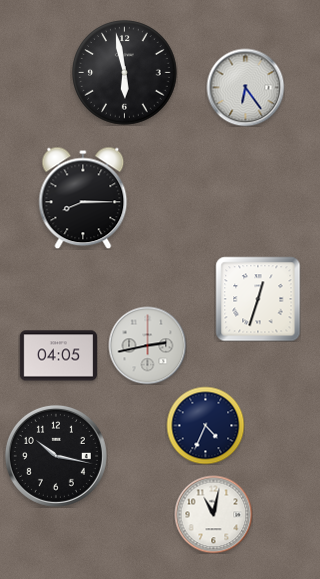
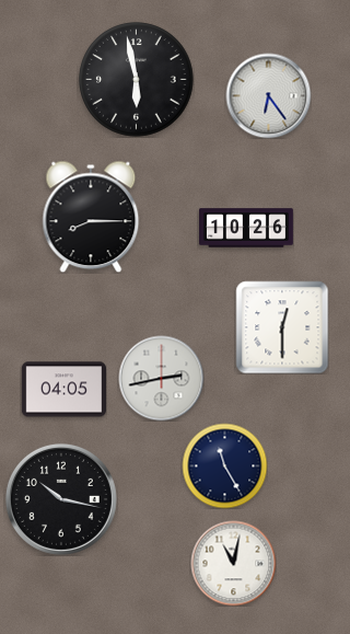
clock at (247, 228): none -> 10:26
clock at (258, 299): 12:33 -> 12:30
clock at (205, 425): 4:34 -> 11:25
